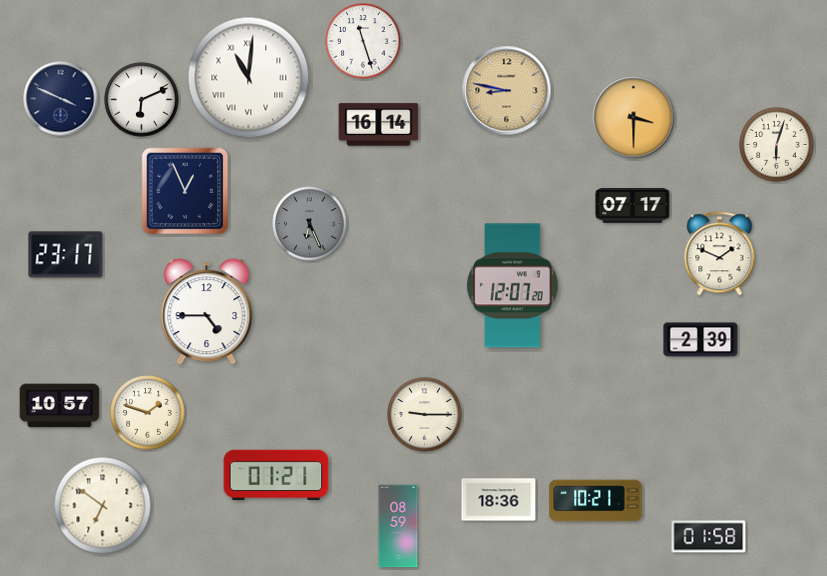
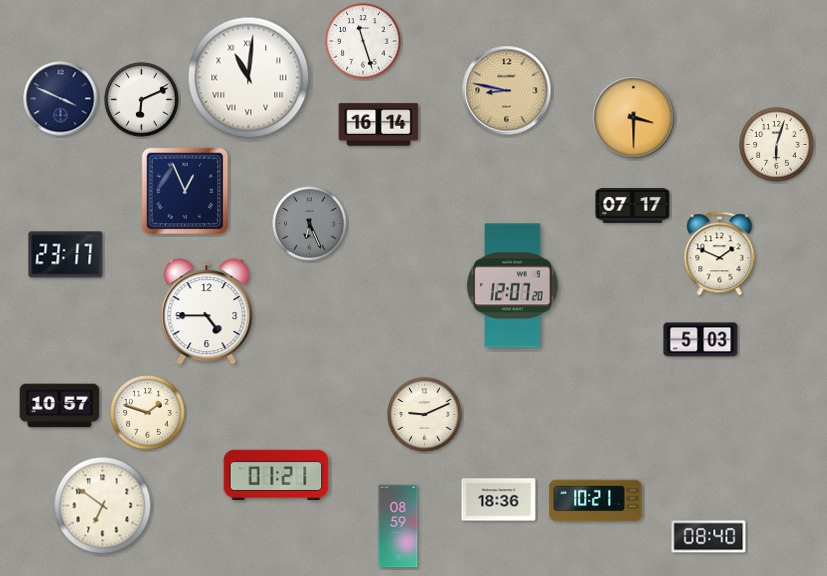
clock at (701, 340): 2:39 -> 5:03
clock at (425, 415): 9:15 -> 9:11
clock at (709, 537): 01:58 -> 08:40
